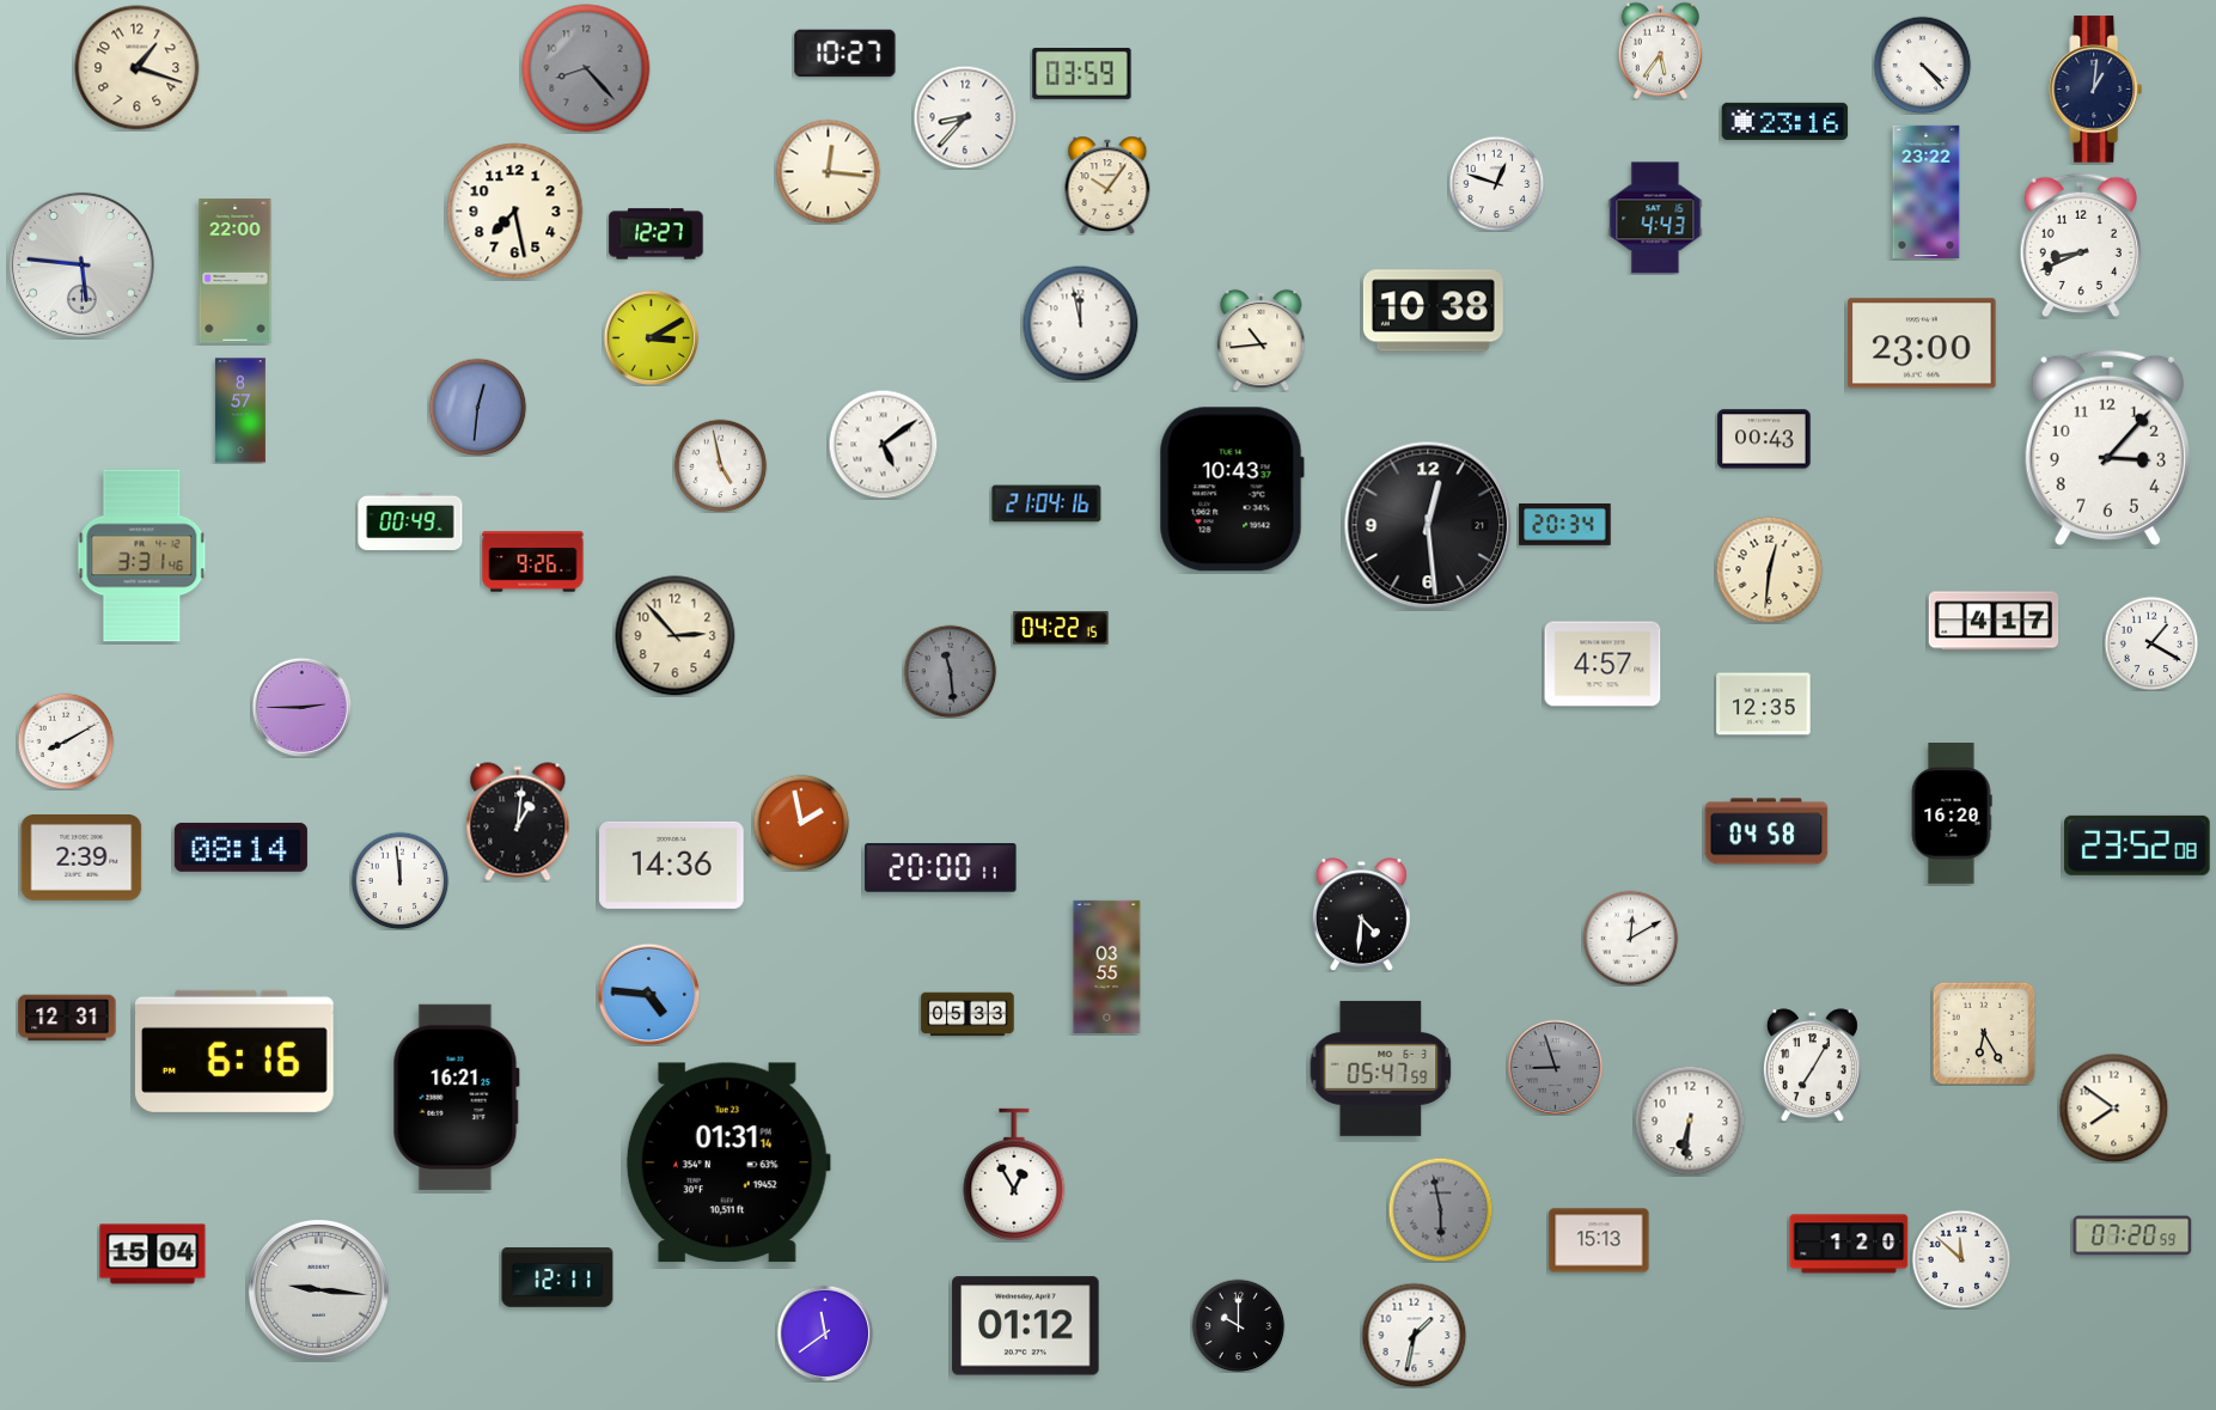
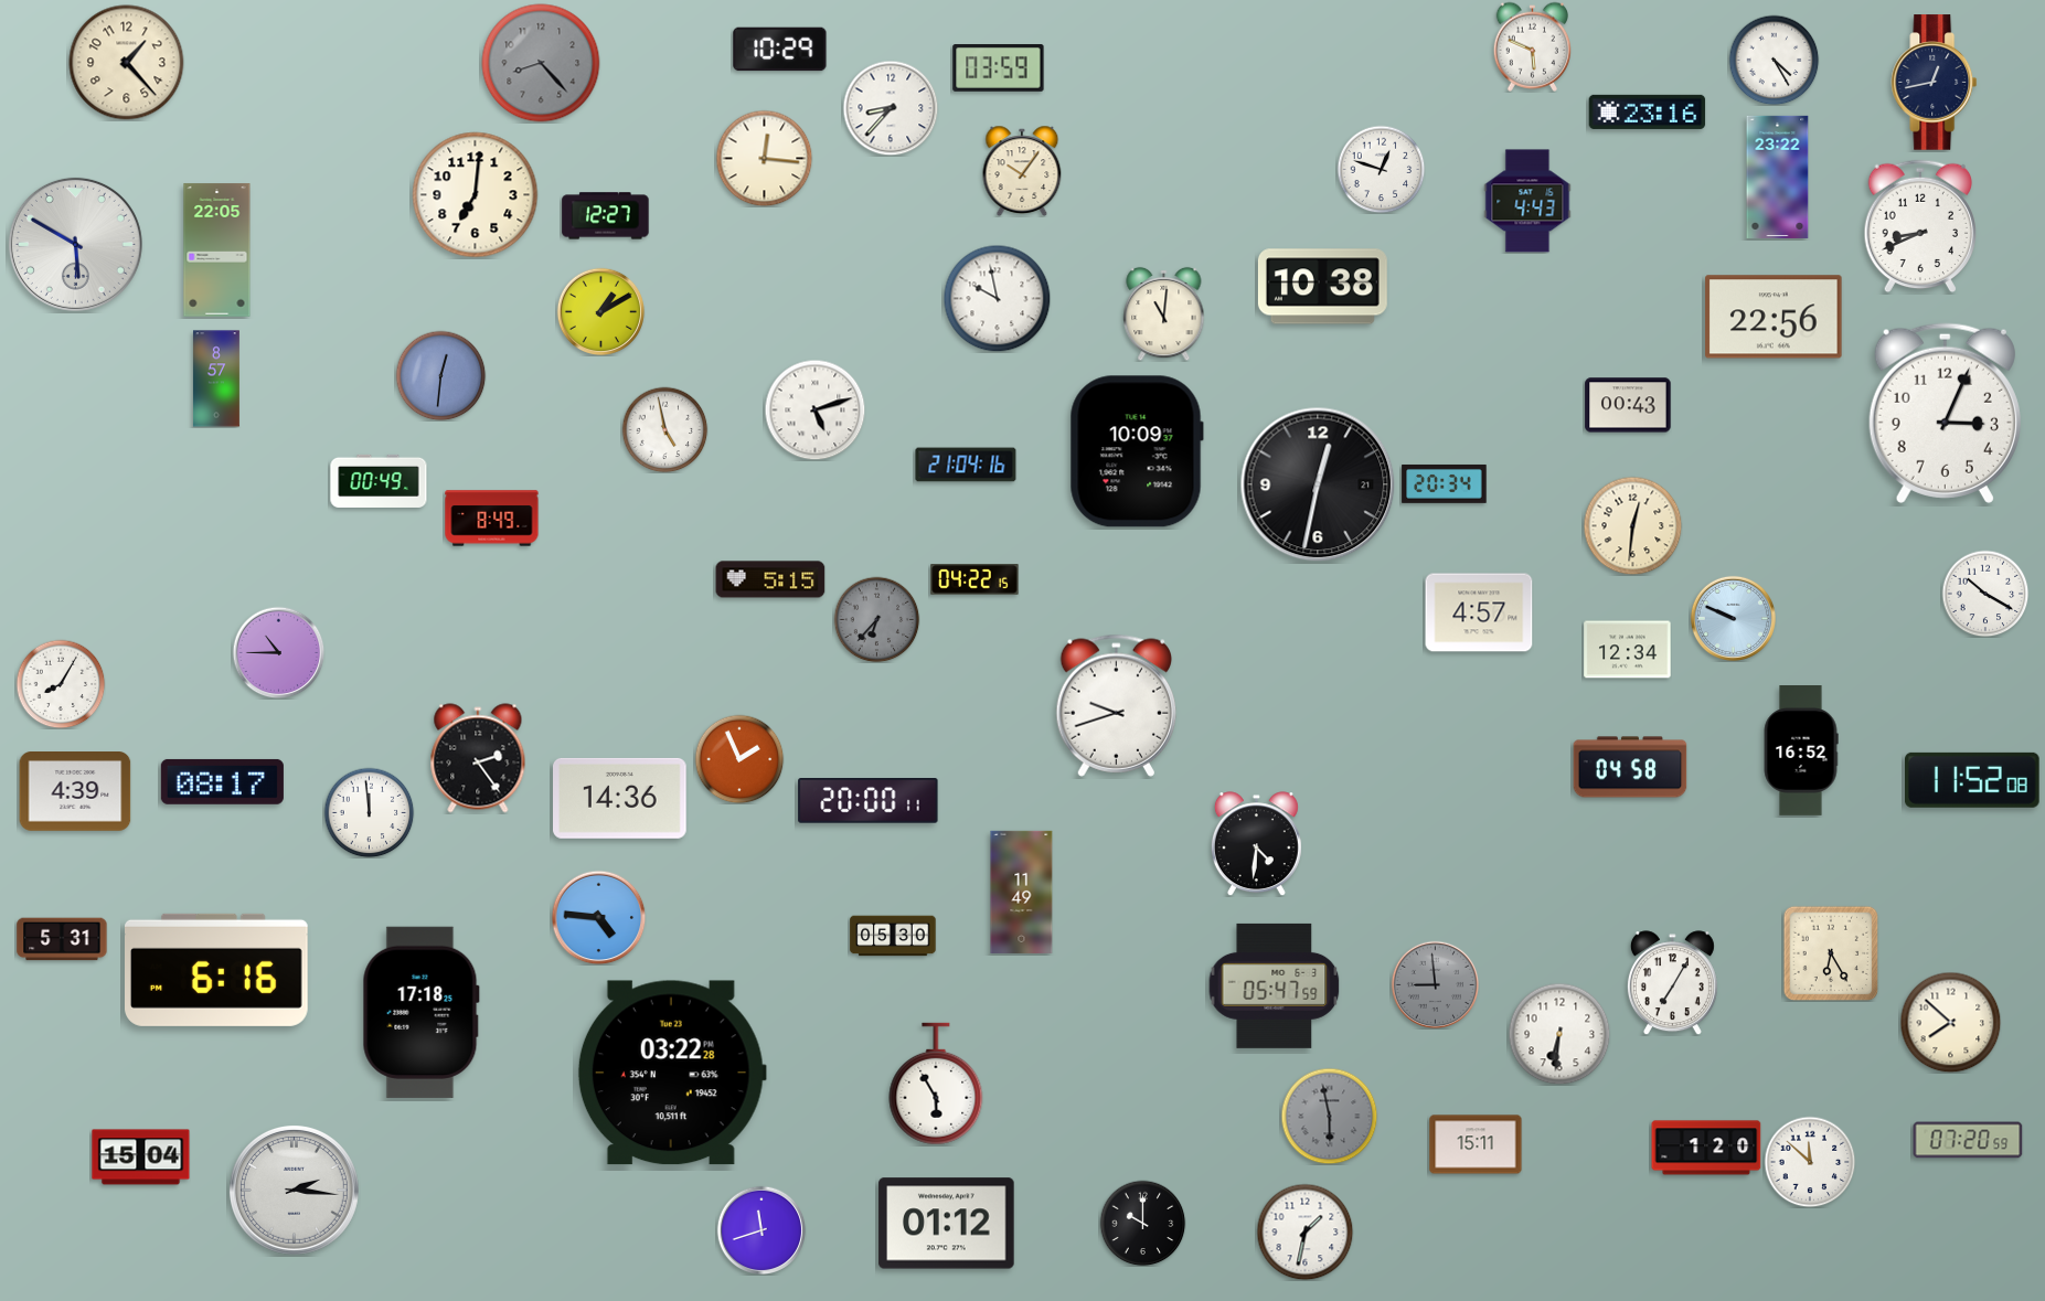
clock at (1661, 50): 5:36 -> 5:49
clock at (846, 54): 10:27 -> 10:29
clock at (1922, 65): 4:23 -> 4:25
clock at (138, 68): 1:18 -> 1:23
clock at (2096, 90): 1:01 -> 12:43
clock at (515, 212): 7:28 -> 7:01
clock at (81, 264): 5:46 -> 5:50
clock at (236, 271): 22:00 -> 22:05
clock at (1080, 323): 11:58 -> 9:58
clock at (651, 337): 3:10 -> 1:10
clock at (1262, 340): 10:44 -> 11:01
clock at (1922, 343): 23:00 -> 22:56
clock at (240, 410) position: (240, 410) -> (216, 378)
clock at (883, 444): 5:09 -> 5:12
clock at (2107, 447): 3:07 -> 3:04
clock at (1232, 489): 10:43 -> 10:09
clock at (1428, 525): 12:29 -> 12:32
clock at (142, 556): 3:31 -> none
clock at (533, 562): 9:26 -> 8:49
clock at (1994, 621): 4:17 -> none
clock at (770, 579): none -> 5:15
clock at (1061, 628) position: (1061, 628) -> (974, 579)
clock at (676, 636): 2:53 -> none
clock at (2151, 643): 1:20 -> 10:20
clock at (1733, 618): none -> 9:49
clock at (950, 671): 11:29 -> 6:37
clock at (1764, 704): 12:35 -> 12:34
clock at (301, 707): 2:45 -> 10:45
clock at (66, 741): 8:10 -> 8:05
clock at (1116, 705): none -> 9:42
clock at (1952, 814): 16:20 -> 16:52
clock at (518, 822): 1:01 -> 2:24
clock at (801, 823): 1:58 -> 1:56
clock at (2138, 846): 23:52 -> 11:52
clock at (240, 847): 08:14 -> 08:17
clock at (81, 859): 2:39 -> 4:39
clock at (1630, 938): 12:10 -> none
clock at (1107, 966): 03:55 -> 11:49
clock at (967, 1014): 05:33 -> 05:30
clock at (67, 1018): 12:31 -> 5:31
clock at (1555, 1067): 8:57 -> 8:59
clock at (456, 1097): 16:21 -> 17:18
clock at (2113, 1107): 7:51 -> 7:52
clock at (728, 1162): 01:31 -> 03:22
clock at (1014, 1174): 12:55 -> 5:55
clock at (1599, 1240): 15:13 -> 15:11
clock at (557, 1278): 12:11 -> none
clock at (319, 1290): 9:16 -> 2:16
clock at (825, 1333): 11:39 -> 11:42
